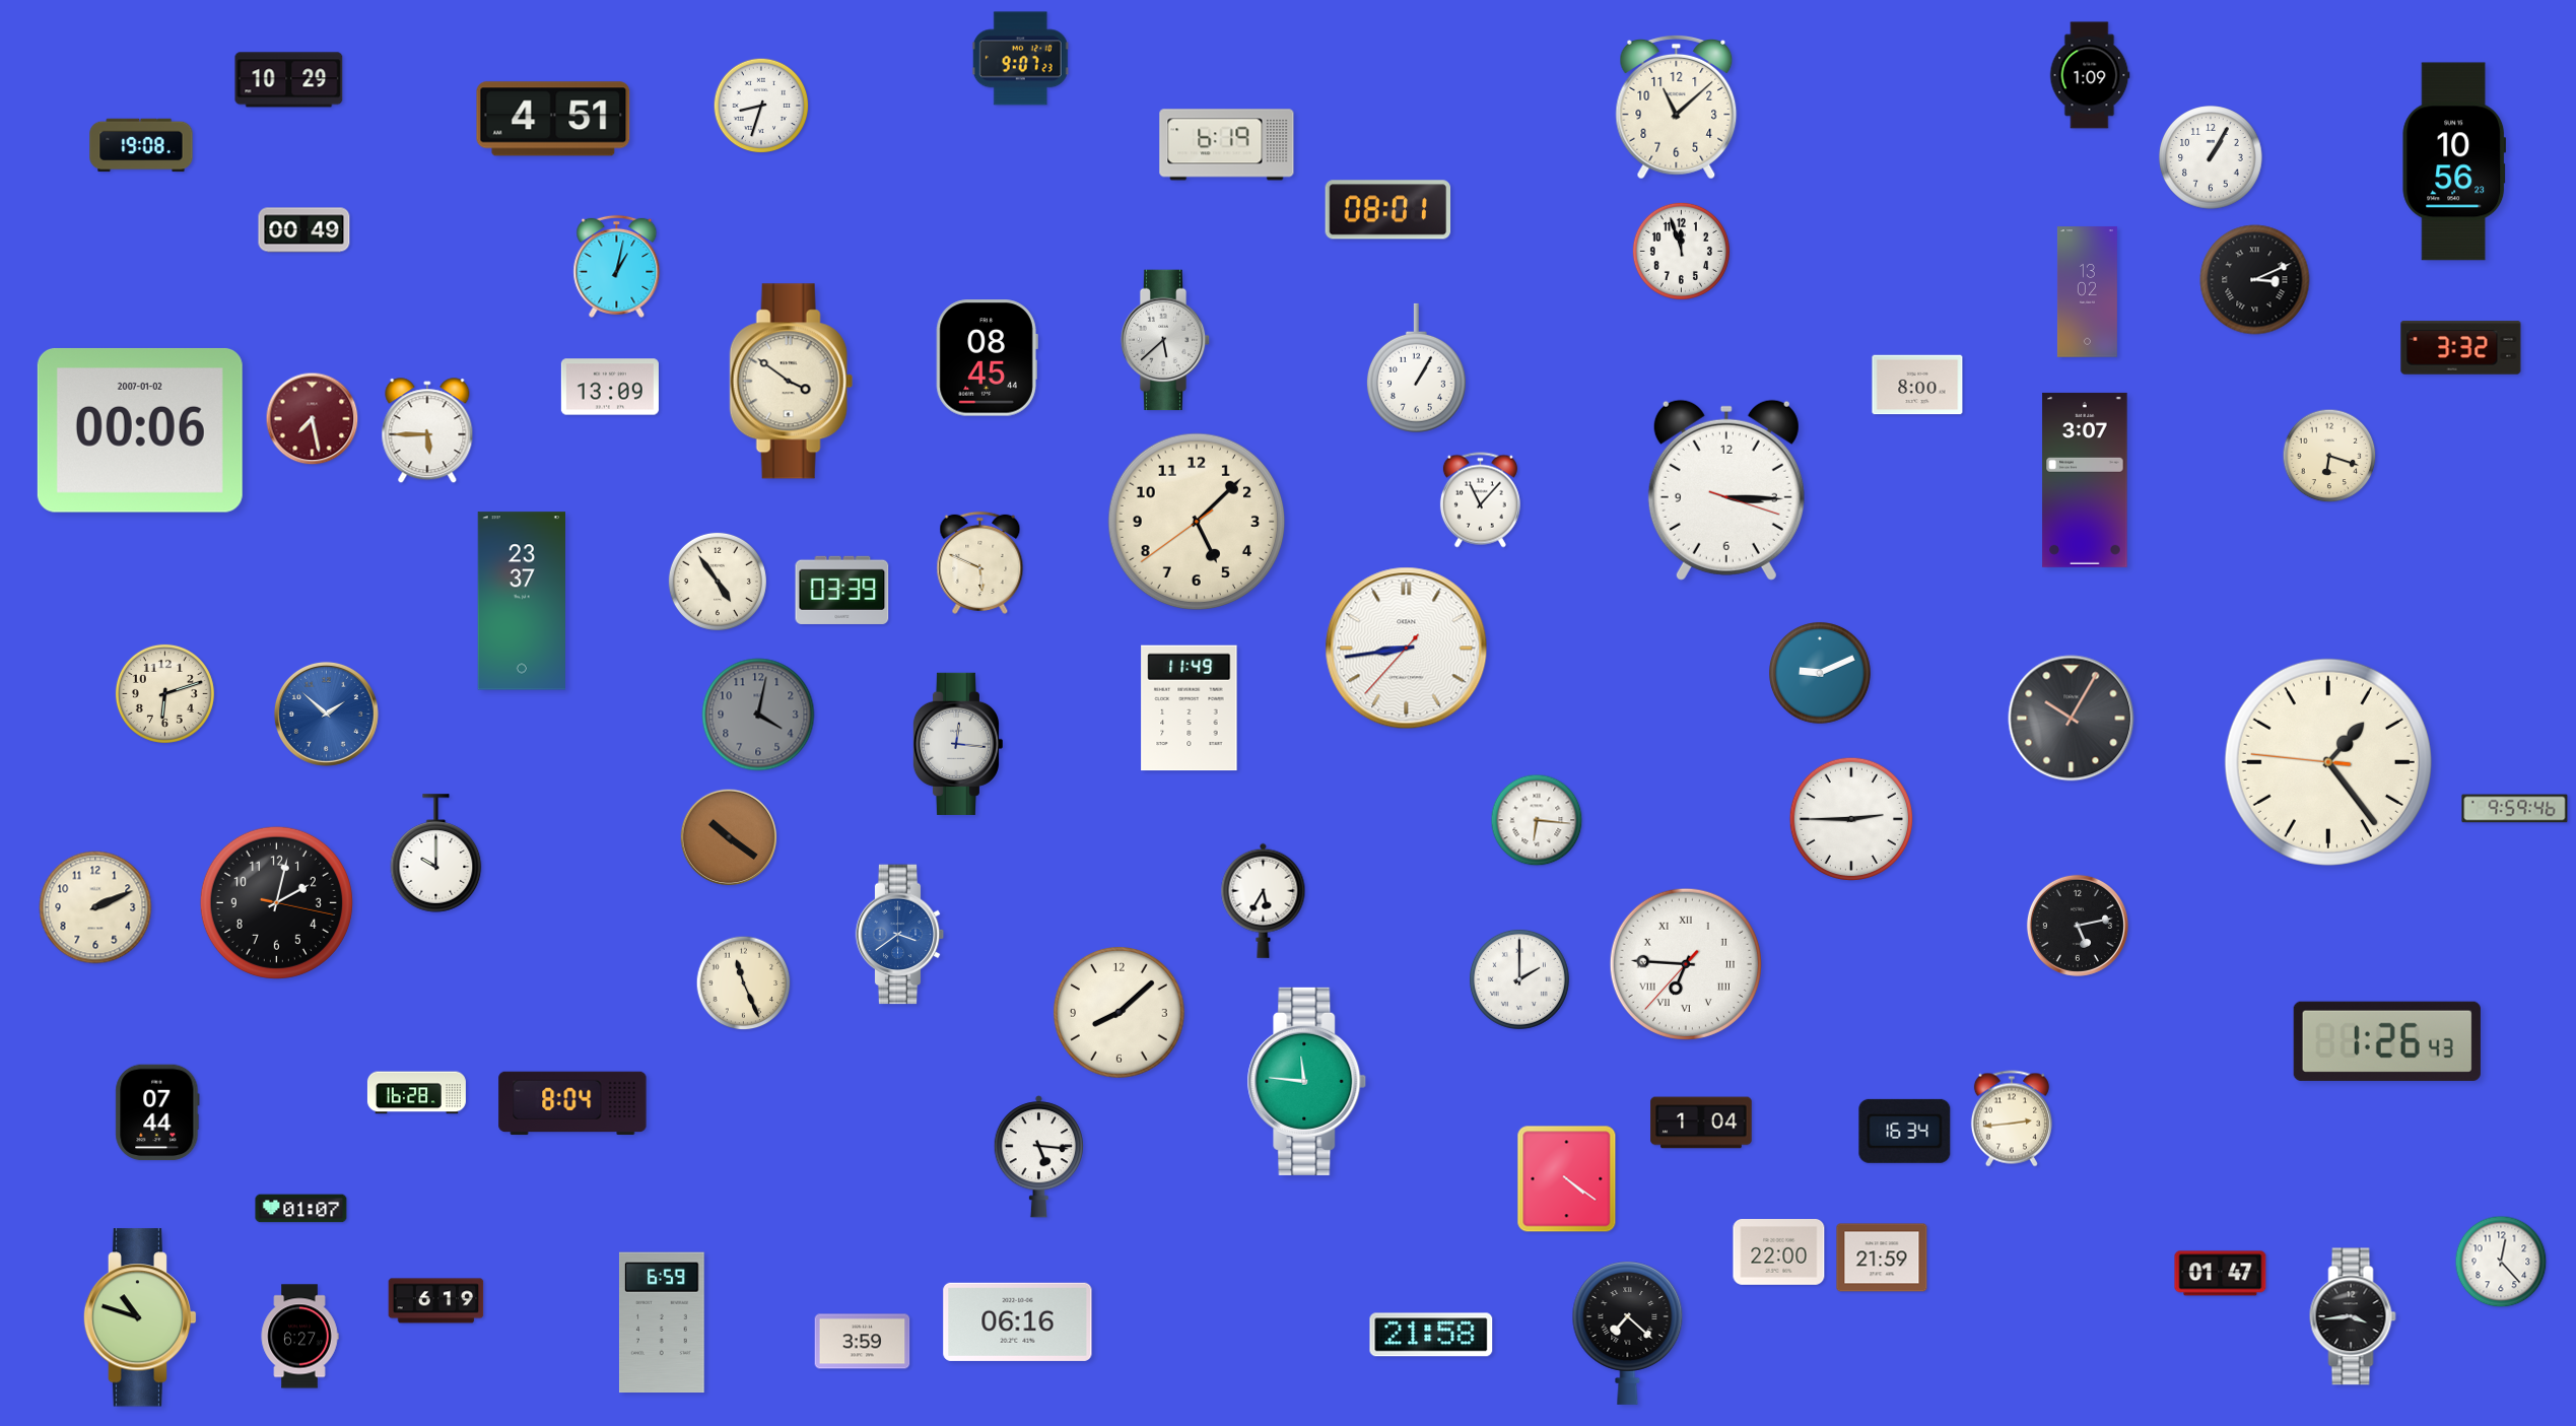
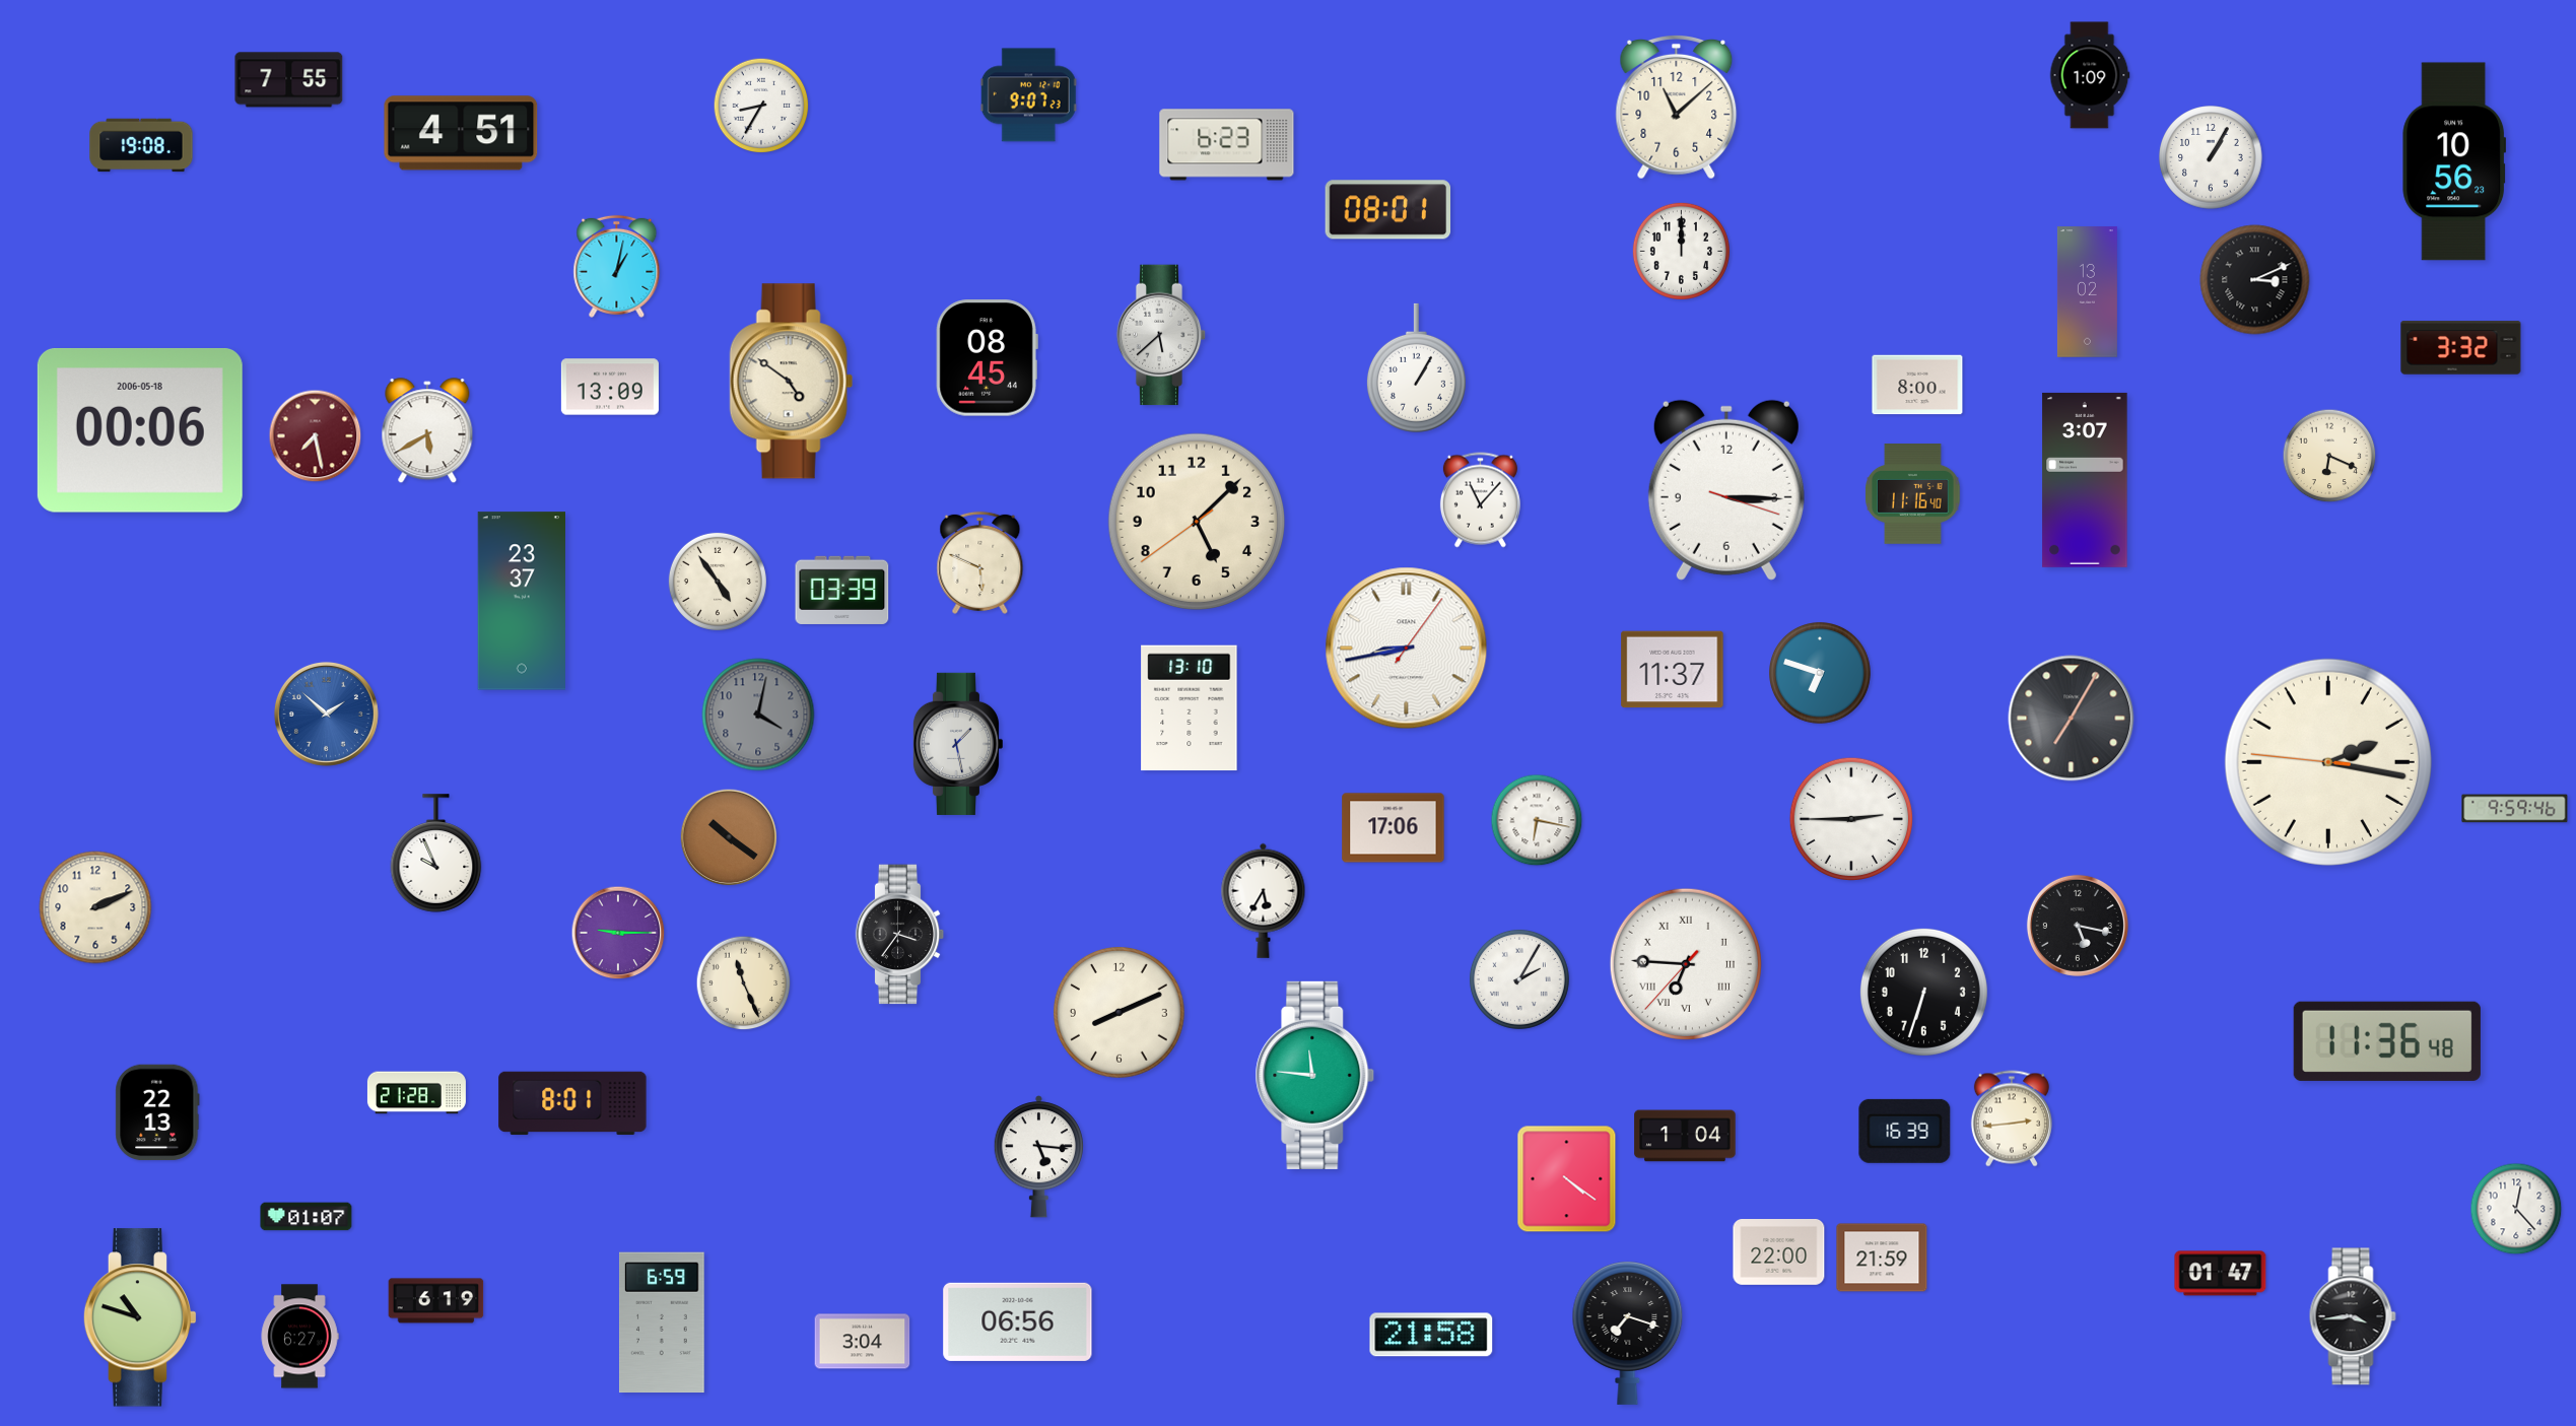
clock at (1020, 59) position: (1020, 59) -> (1028, 95)
clock at (289, 80): 10:29 -> 7:55
clock at (761, 106): 8:33 -> 8:35
clock at (553, 119) position: (553, 119) -> (461, 133)
clock at (1227, 145): 6:19 -> 6:23
clock at (304, 230): 00:49 -> none
clock at (1681, 251): 11:57 -> 12:00
clock at (1165, 340) position: (1165, 340) -> (1161, 335)
clock at (791, 382): 3:51 -> 4:51
clock at (313, 419) position: (313, 419) -> (316, 436)
clock at (140, 430) date: 2007-01-02 -> 2006-05-18
clock at (427, 431): 5:45 -> 5:40
clock at (2329, 456): 6:18 -> 6:19
clock at (1913, 494): none -> 11:16
clock at (1407, 649): 8:43:37 -> 8:43:06
clock at (1673, 670): none -> 11:37
clock at (1821, 674): 9:11 -> 6:48
clock at (164, 693): 6:12 -> none
clock at (1190, 708): 11:49 -> 13:10
clock at (2072, 719): 10:05 -> 7:05
clock at (957, 744): 12:16 -> 1:28
clock at (2328, 762): 1:23 -> 2:16
clock at (1537, 820): 6:16 -> 6:17
clock at (1394, 828): none -> 17:06
clock at (436, 854): 10:00 -> 9:56
clock at (276, 902): 2:02 -> none
clock at (2078, 926): 5:13 -> 5:17
clock at (618, 933): none -> 9:15
clock at (900, 935): 3:39 -> 3:36
clock at (900, 935) dial: blue -> black
clock at (1519, 979): 2:00 -> 2:05
clock at (1923, 992): none -> 6:33
clock at (1120, 1013): 8:08 -> 8:11
clock at (2387, 1041): 1:26 -> 11:36
clock at (1307, 1081) position: (1307, 1081) -> (1315, 1075)
clock at (416, 1093): 16:28 -> 21:28
clock at (572, 1103): 8:04 -> 8:01
clock at (157, 1112): 07:44 -> 22:13
clock at (1701, 1123) position: (1701, 1123) -> (1685, 1136)
clock at (1905, 1131): 16:34 -> 16:39
clock at (301, 1209) position: (301, 1209) -> (307, 1217)
clock at (2501, 1262) position: (2501, 1262) -> (2516, 1209)
clock at (1018, 1321): 06:16 -> 06:56
clock at (1628, 1333): 7:22 -> 7:18
clock at (863, 1342): 3:59 -> 3:04
